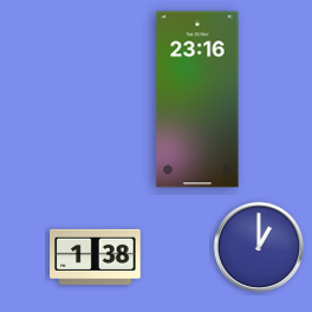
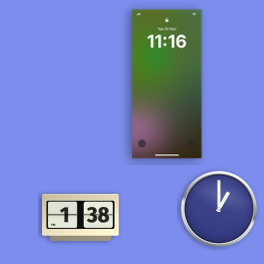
clock at (197, 99): 23:16 -> 11:16
